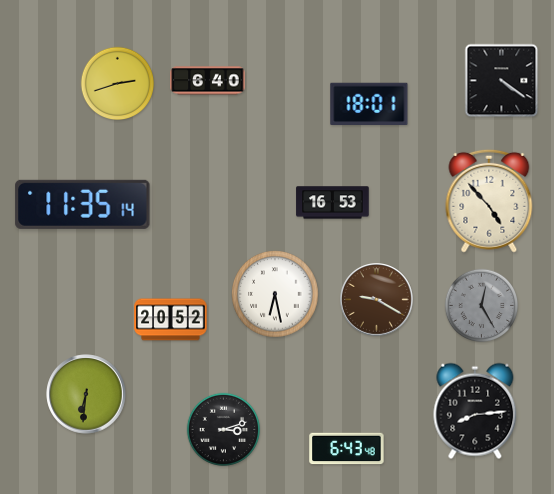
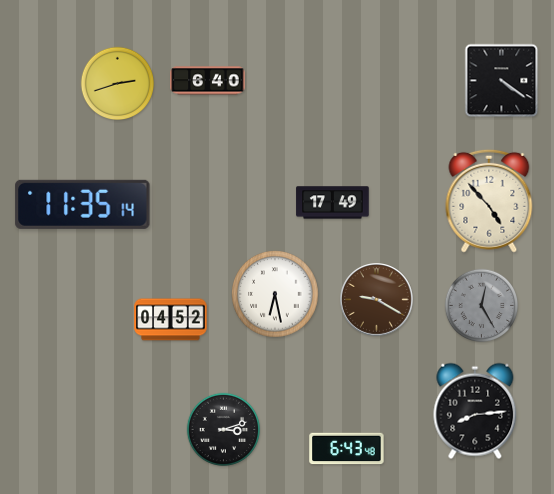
clock at (369, 103): 18:01 -> none
clock at (333, 203): 16:53 -> 17:49
clock at (171, 320): 20:52 -> 04:52
clock at (86, 394): 6:31 -> none
